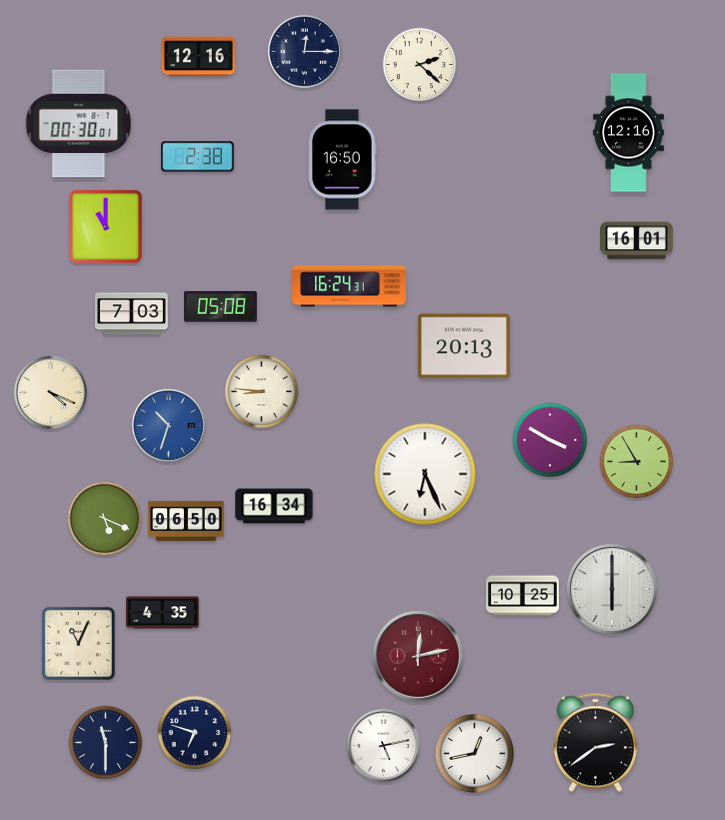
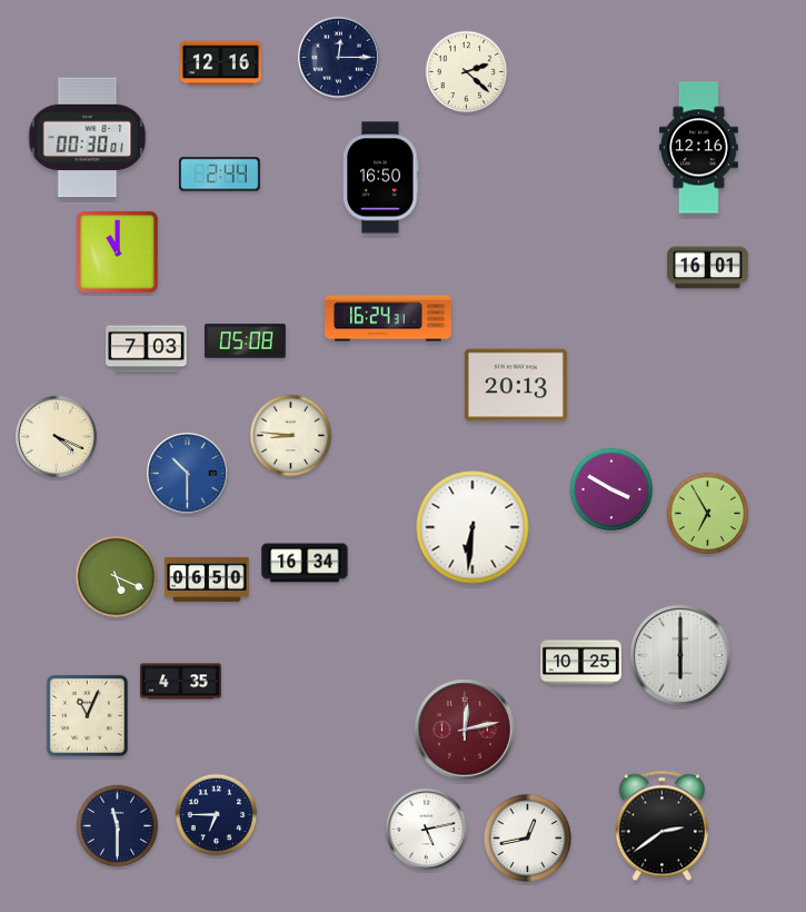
clock at (198, 157): 2:38 -> 2:44
clock at (168, 425): 10:33 -> 10:30
clock at (637, 462): 8:55 -> 6:55
clock at (425, 474): 6:26 -> 6:31
clock at (195, 733): 6:48 -> 6:45
